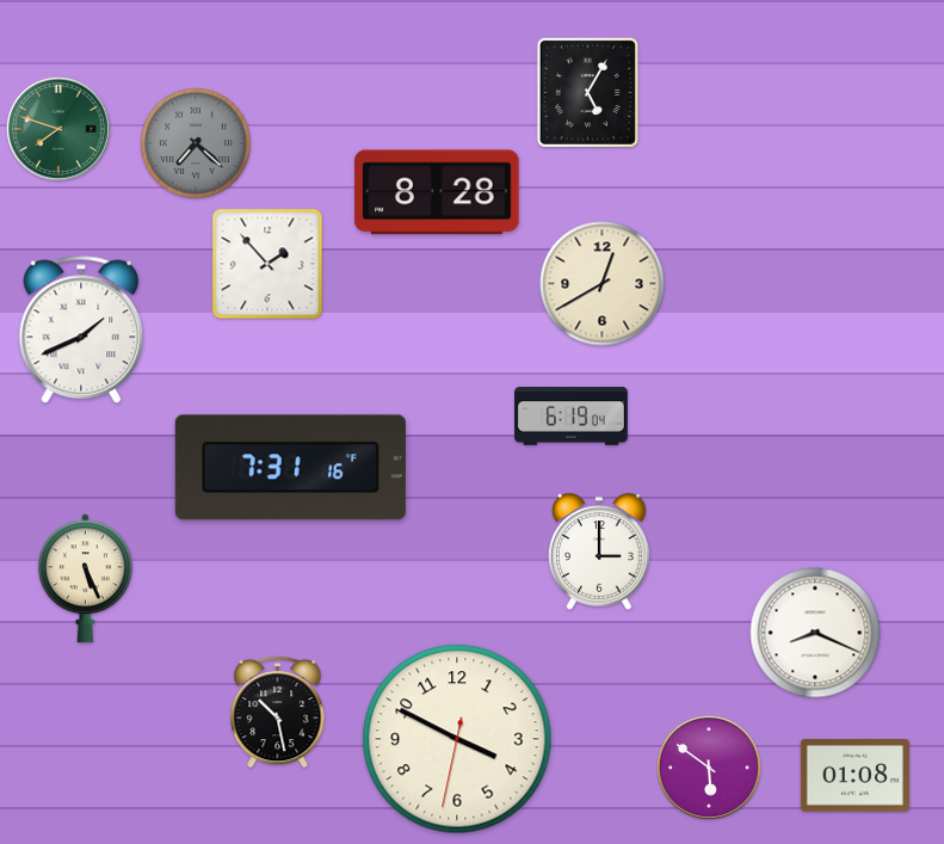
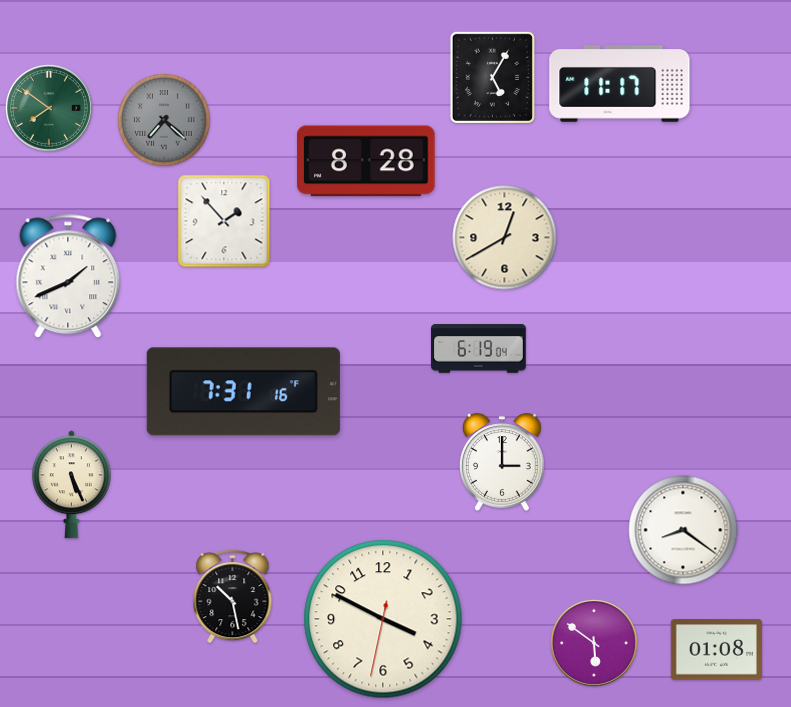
clock at (620, 84): none -> 11:17
clock at (58, 129): 7:48 -> 7:51
clock at (815, 633): 8:19 -> 8:21
